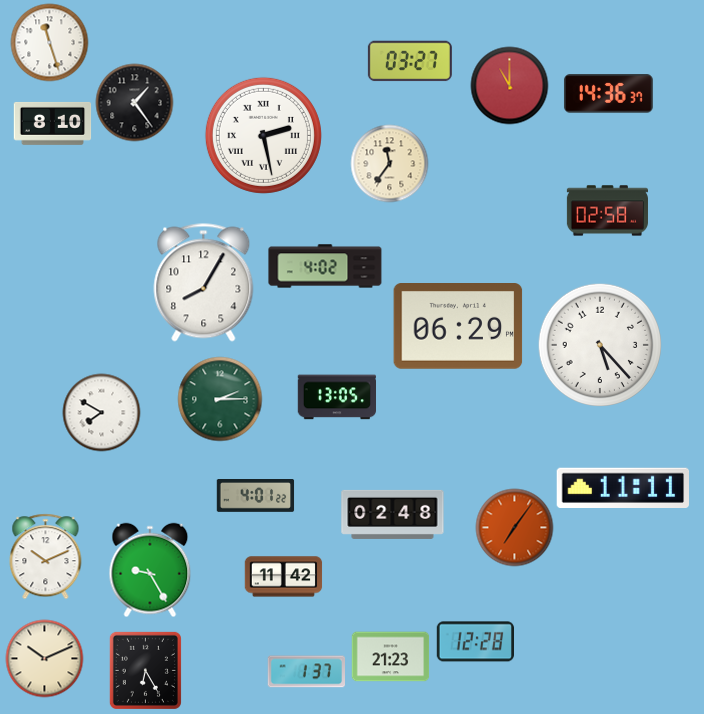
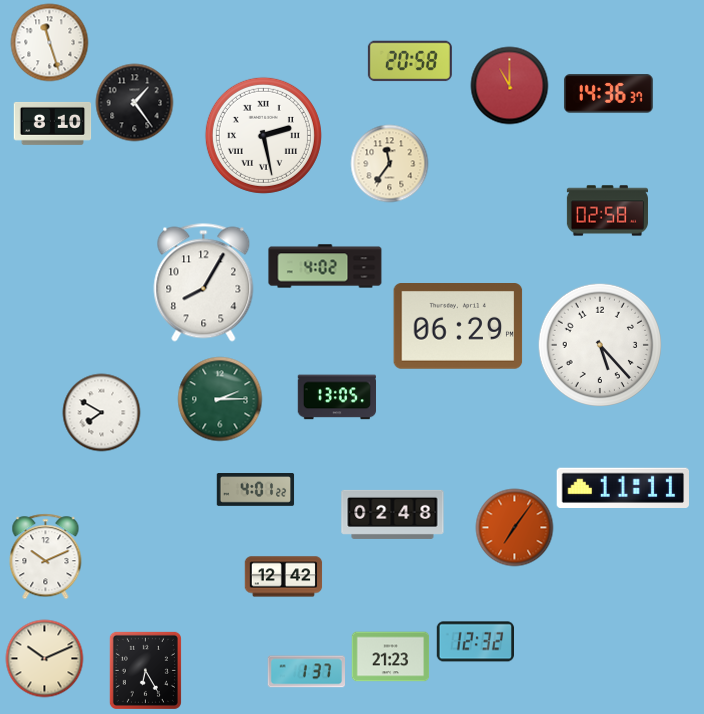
clock at (410, 61): 03:27 -> 20:58
clock at (255, 496) position: (255, 496) -> (255, 490)
clock at (150, 570): 9:25 -> none
clock at (283, 577): 11:42 -> 12:42
clock at (475, 642): 12:28 -> 12:32
